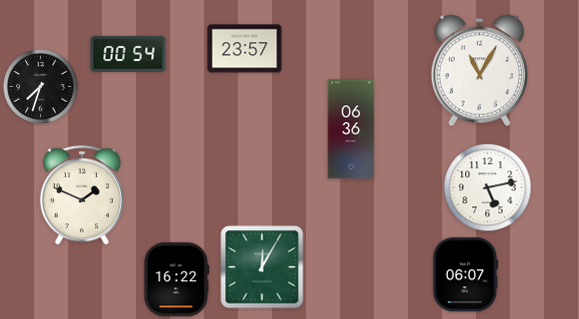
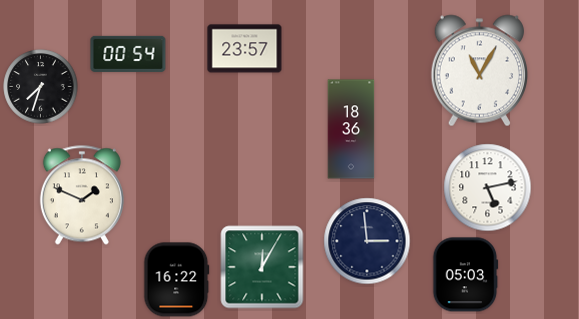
clock at (351, 129): 06:36 -> 18:36
clock at (367, 241): none -> 2:59
clock at (466, 275): 06:07 -> 05:03
